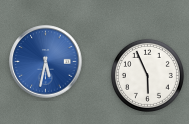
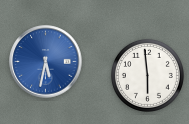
clock at (147, 75): 5:56 -> 5:59
